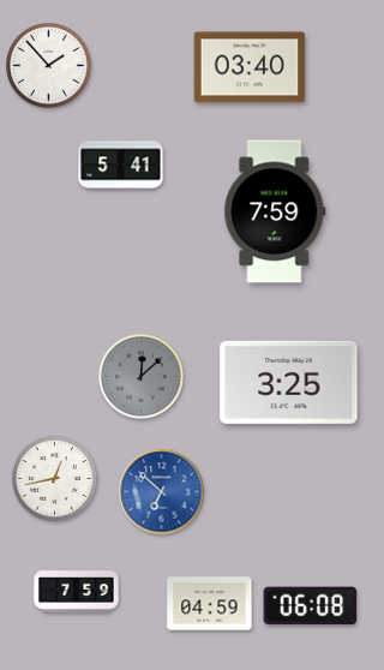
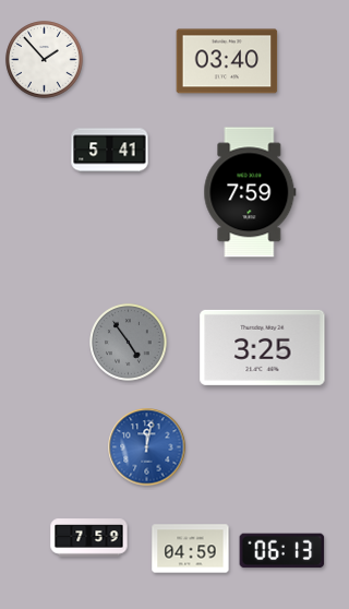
clock at (142, 377): 12:08 -> 4:54
clock at (55, 479): 12:43 -> none
clock at (162, 492): 6:52 -> 12:02
clock at (77, 592) position: (77, 592) -> (89, 538)
clock at (311, 606): 06:08 -> 06:13
